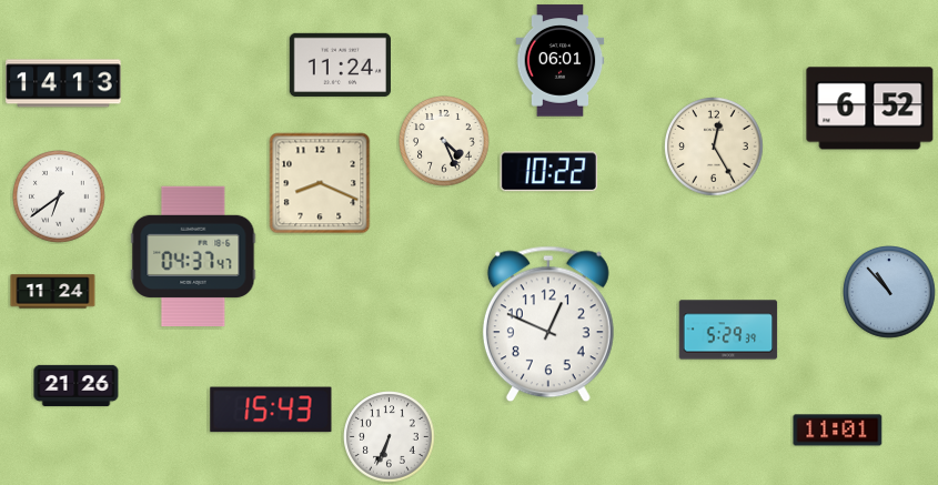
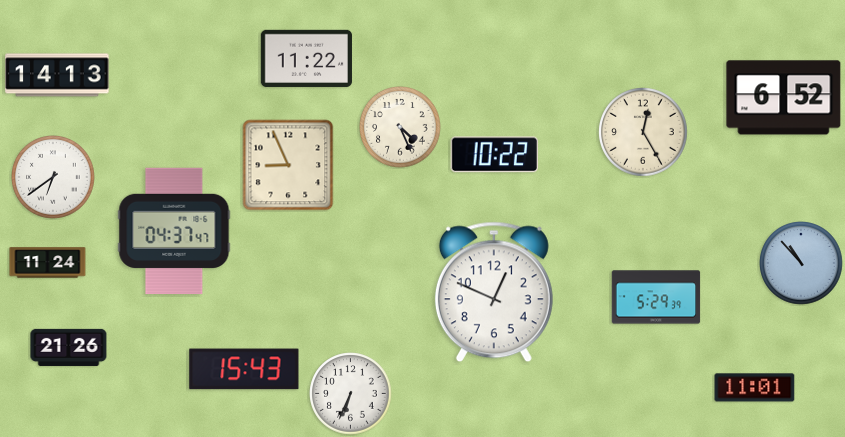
clock at (561, 61): 06:01 -> none
clock at (340, 64): 11:24 -> 11:22
clock at (320, 183): 8:19 -> 8:56
